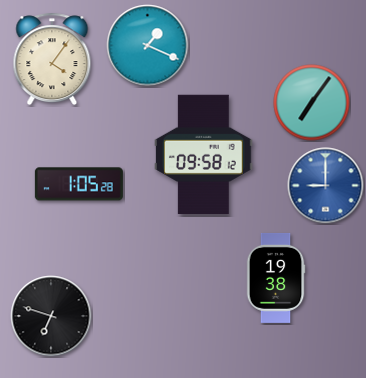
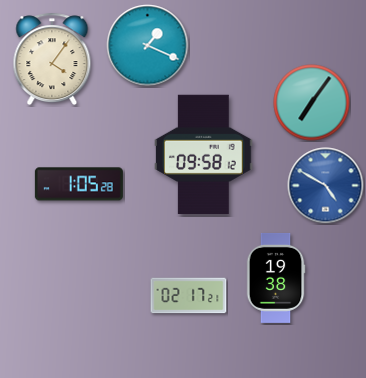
clock at (326, 186): 9:00 -> 4:50
clock at (189, 296): none -> 02:17
clock at (51, 316): 6:48 -> none
